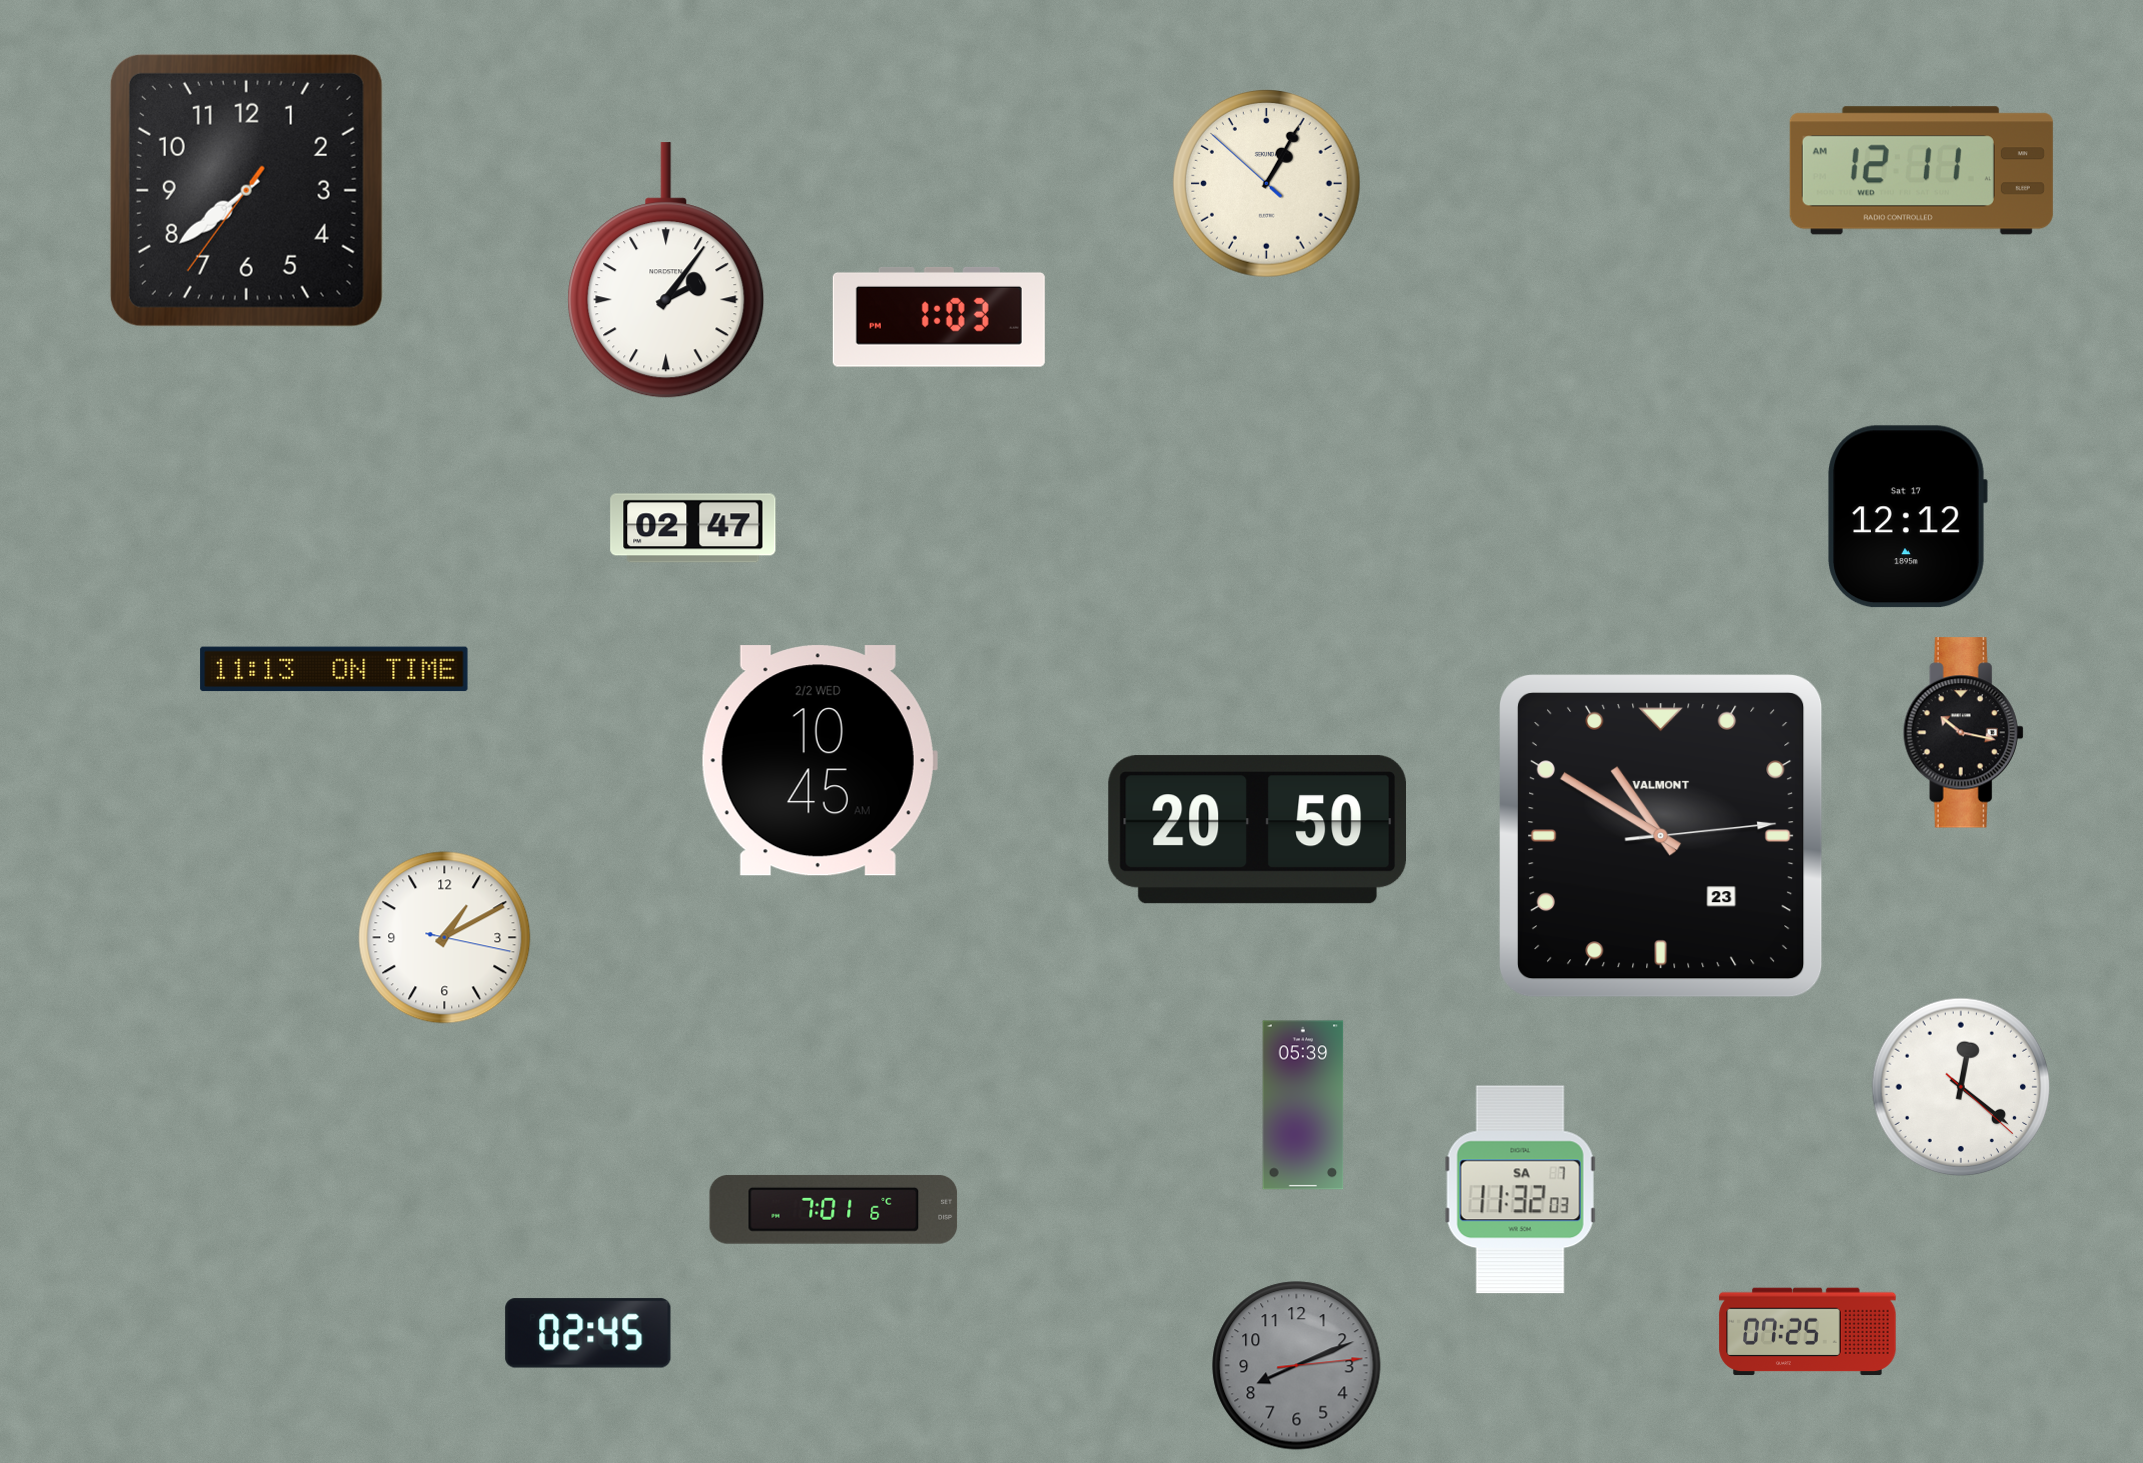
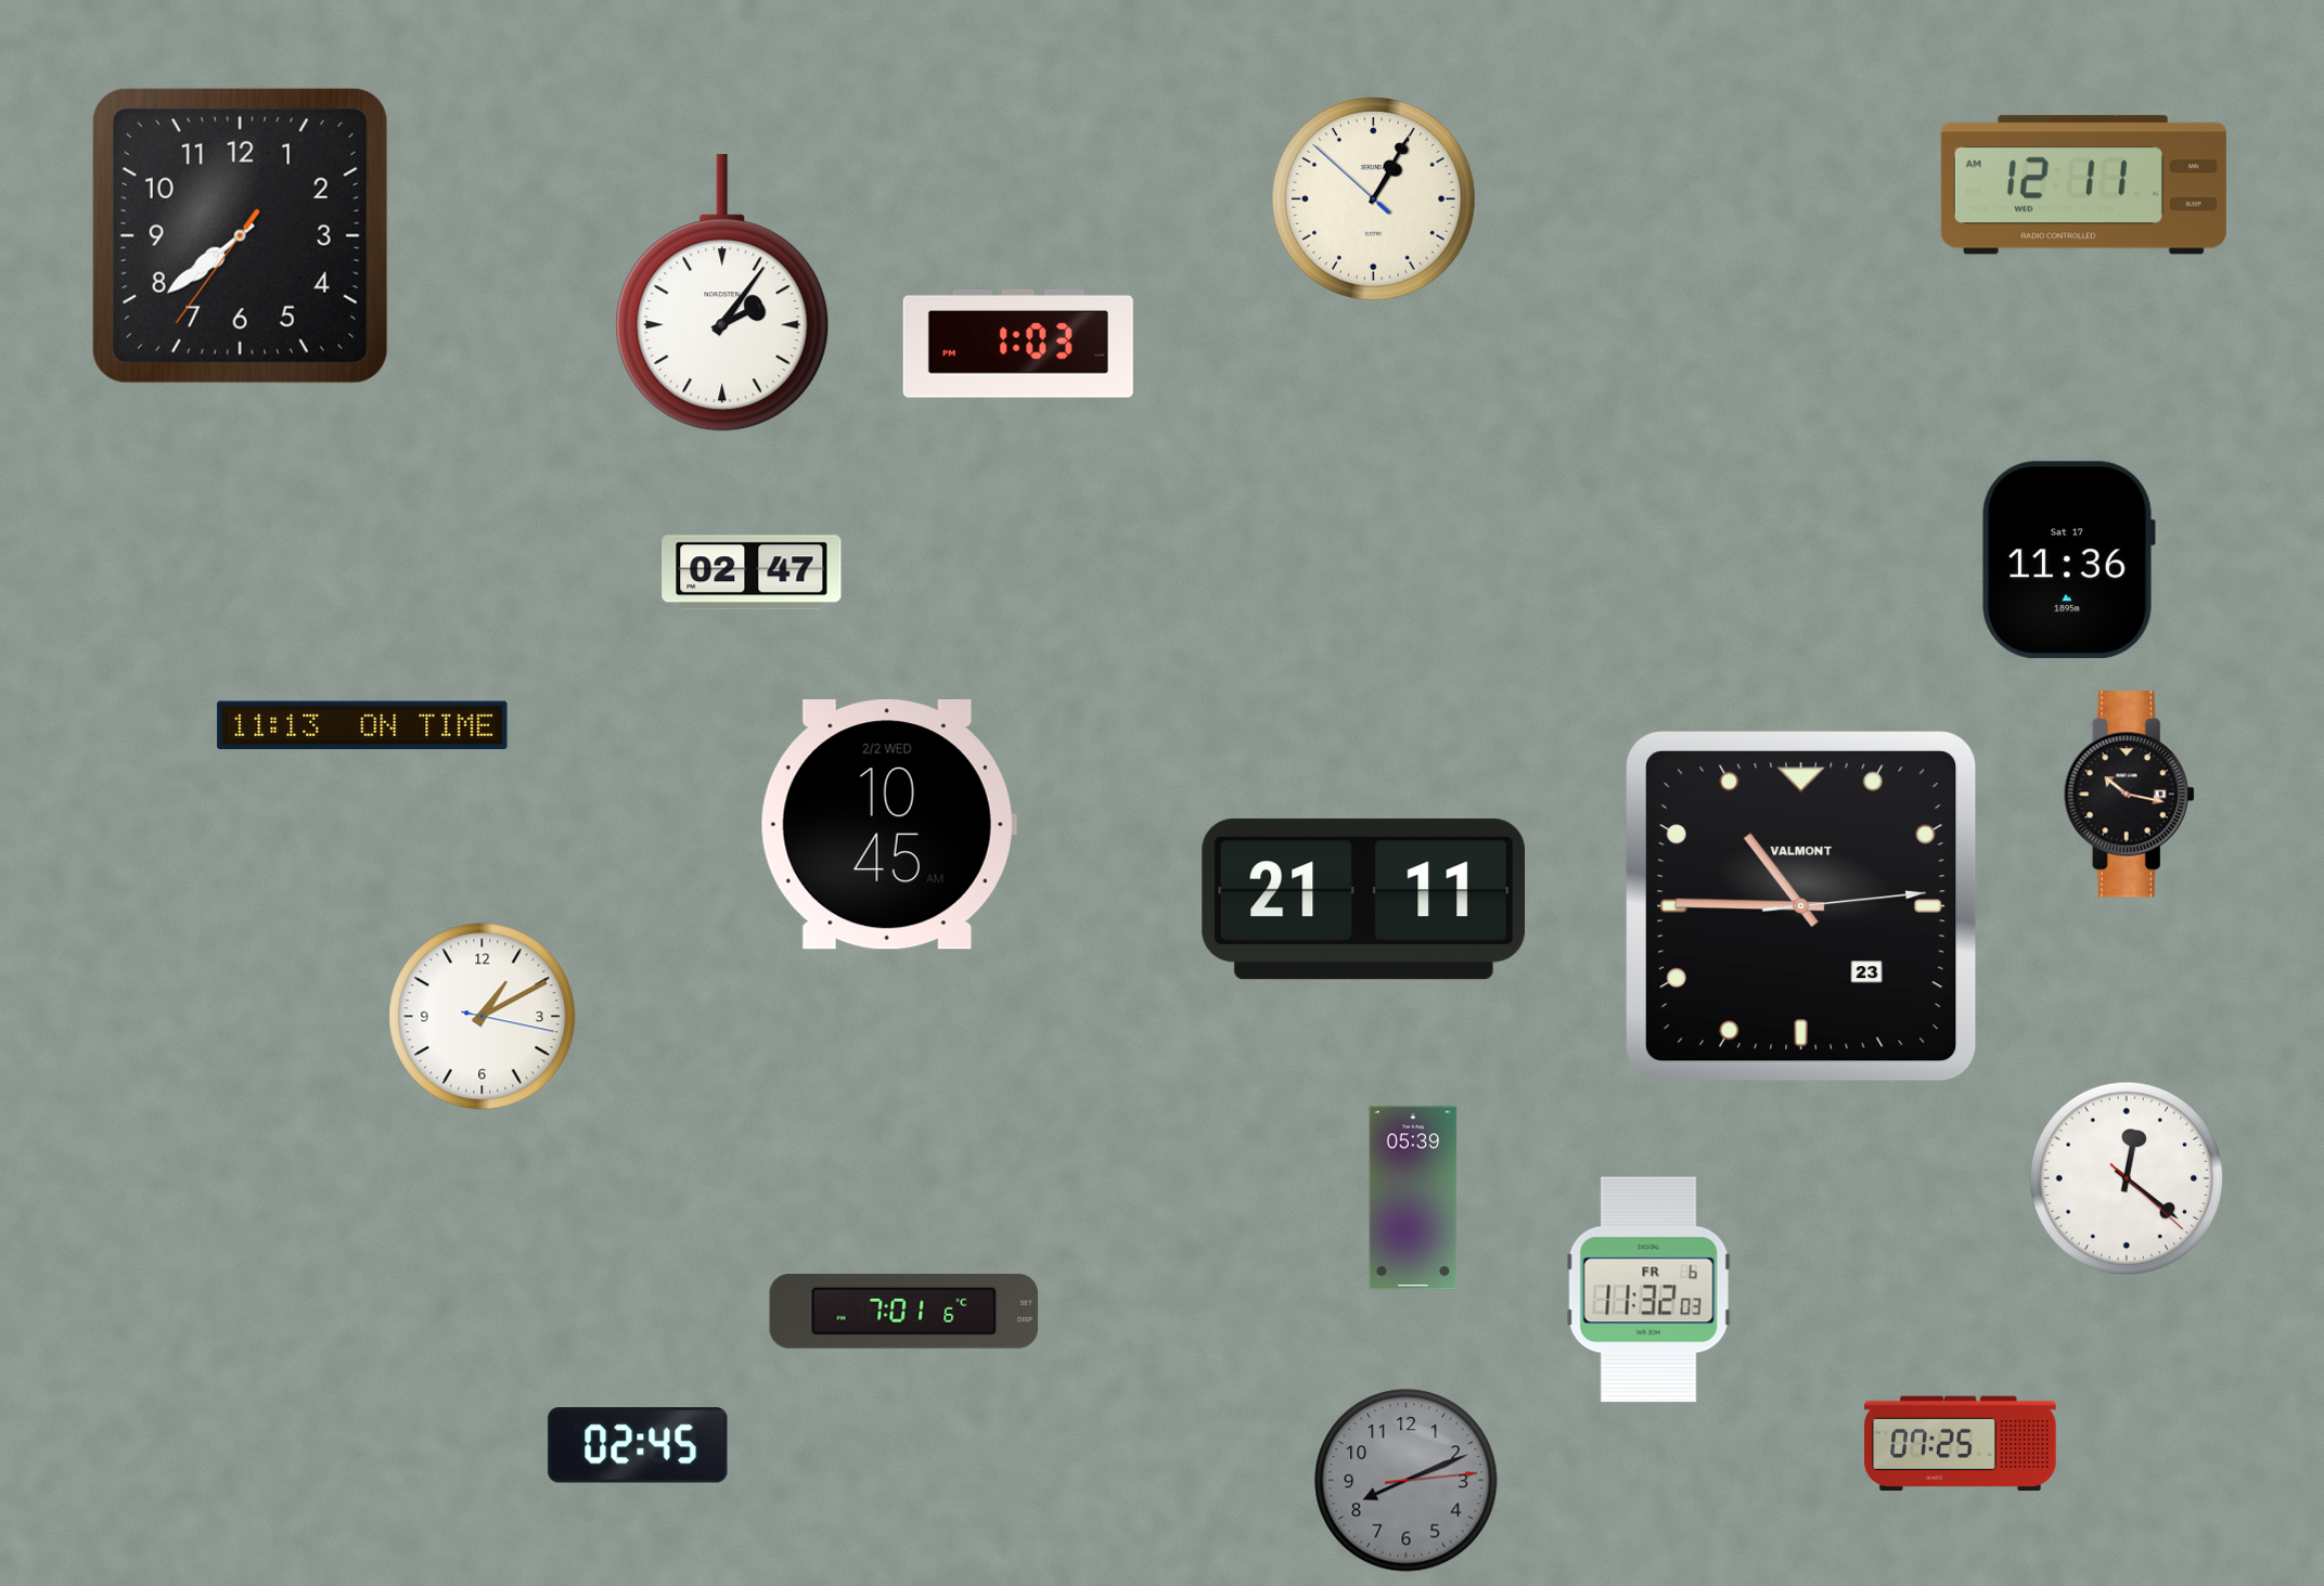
clock at (246, 190) position: (246, 190) -> (240, 235)
clock at (1907, 517): 12:12 -> 11:36
clock at (1257, 830): 20:50 -> 21:11
clock at (1661, 836): 10:50 -> 10:45
clock at (1520, 1190) date: SA 7 -> FR 6
